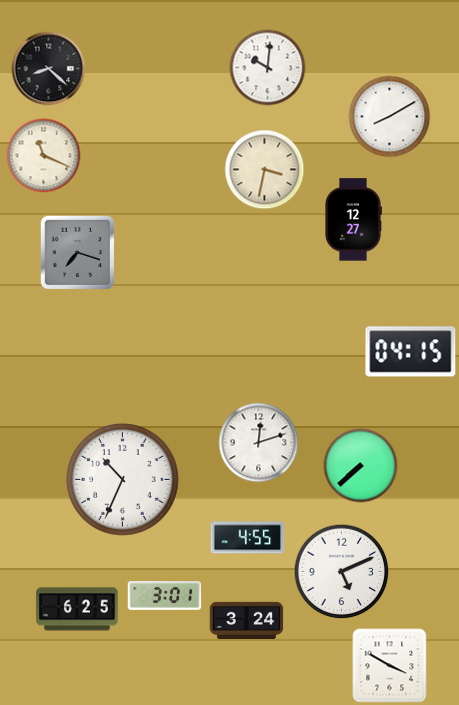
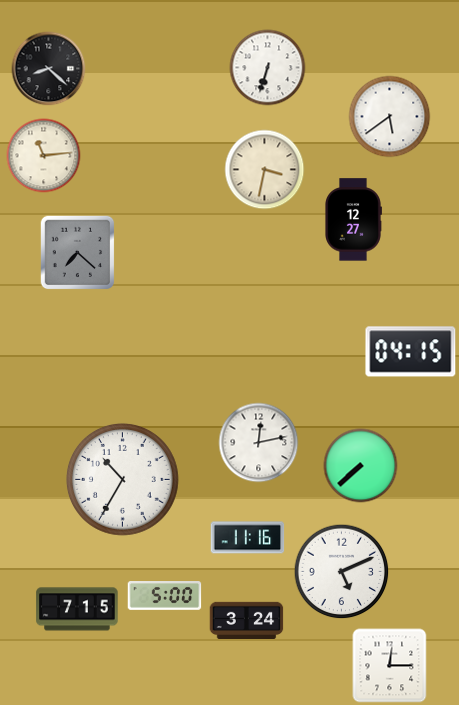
clock at (268, 68): 10:01 -> 6:33
clock at (390, 117): 8:10 -> 5:39
clock at (44, 156): 11:19 -> 11:14
clock at (78, 253): 7:18 -> 7:22
clock at (259, 443): 12:12 -> 12:13
clock at (122, 479): 10:34 -> 10:35
clock at (248, 538): 4:55 -> 11:16
clock at (165, 596): 3:01 -> 5:00
clock at (77, 609): 6:25 -> 7:15
clock at (390, 666): 3:50 -> 12:15
